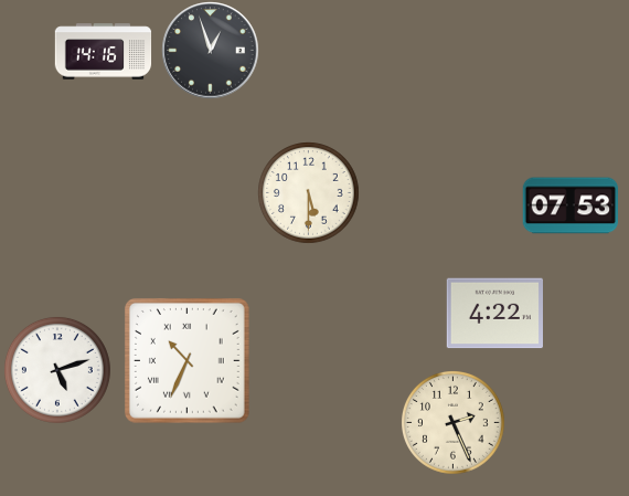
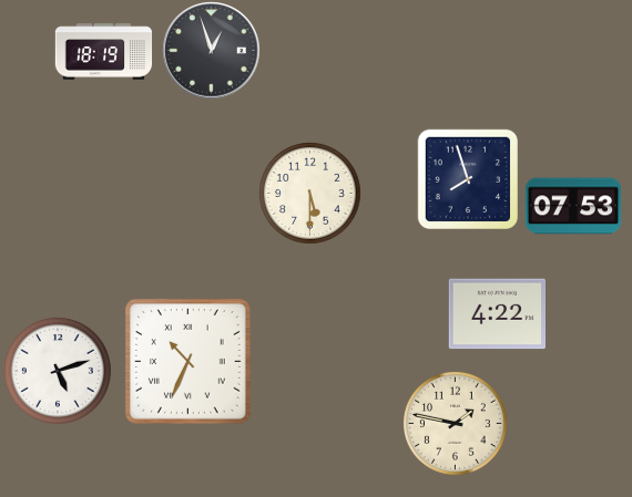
clock at (103, 52): 14:16 -> 18:19
clock at (467, 178): none -> 7:57
clock at (454, 423): 2:26 -> 1:47
